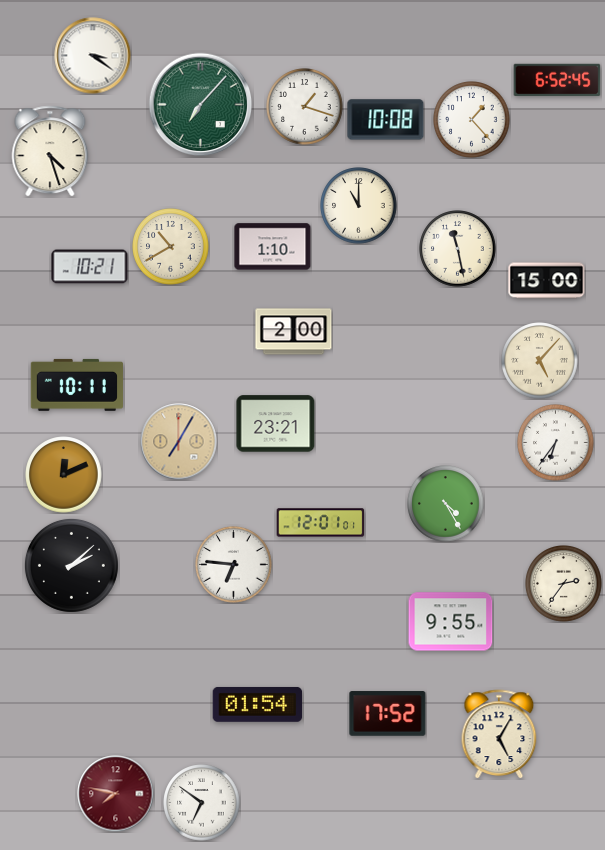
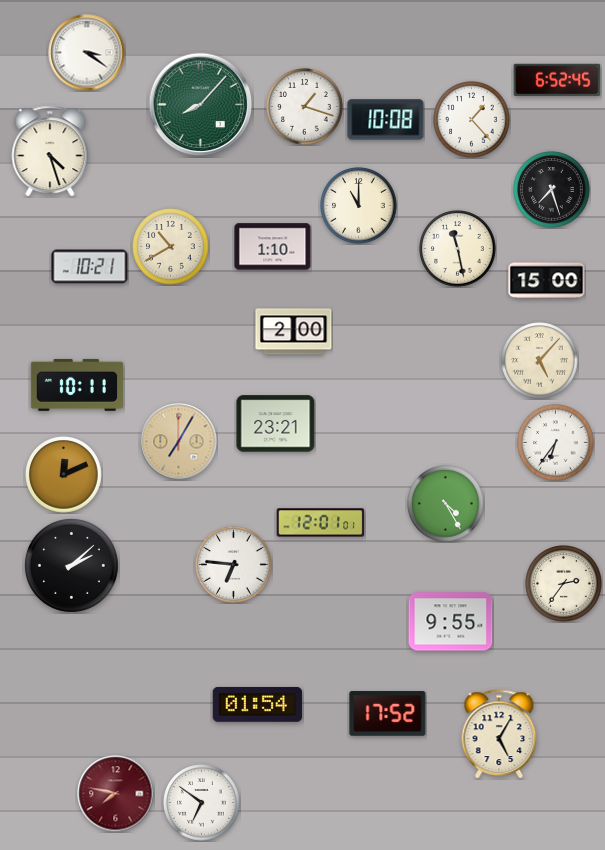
clock at (93, 56) position: (93, 56) -> (87, 53)
clock at (201, 105): 7:07 -> 8:07
clock at (552, 190): none -> 7:27
